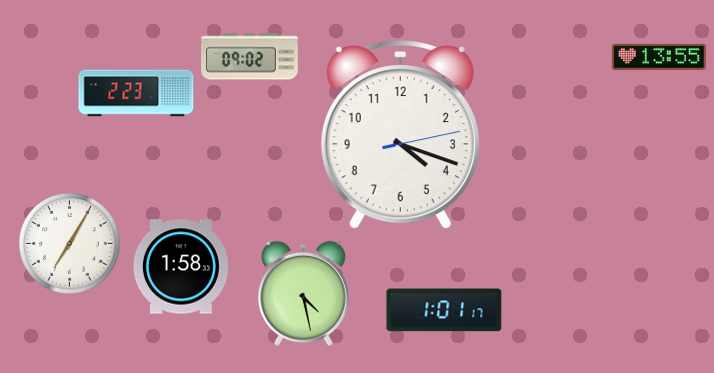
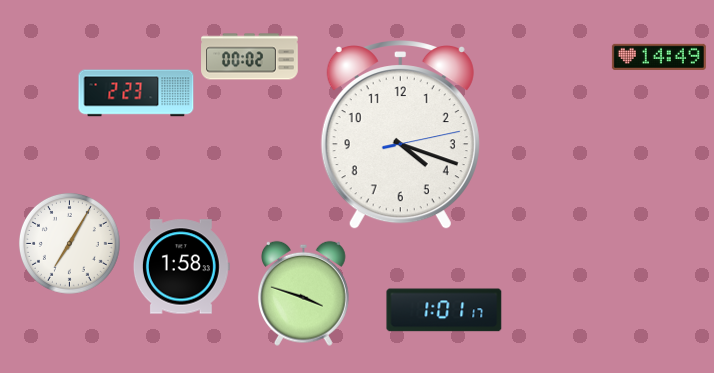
clock at (250, 57): 09:02 -> 00:02
clock at (659, 57): 13:55 -> 14:49
clock at (303, 293): 4:28 -> 3:48
